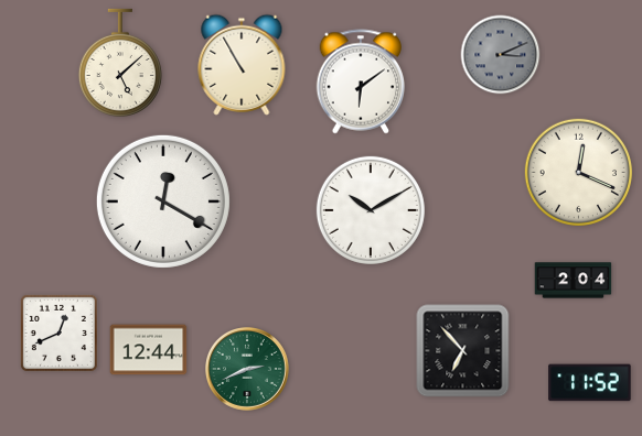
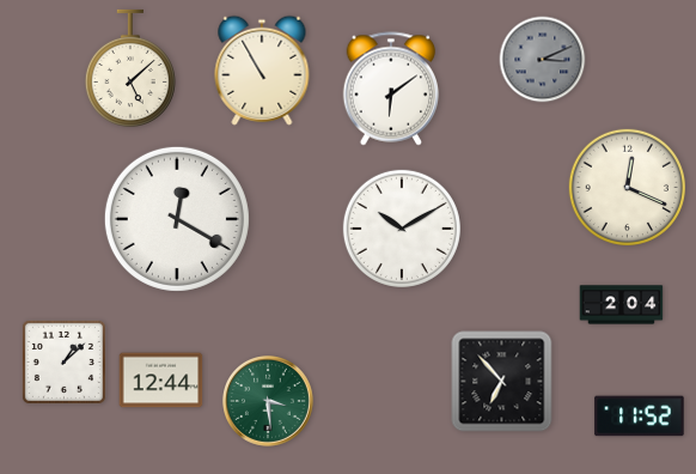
clock at (58, 333): 12:41 -> 1:08
clock at (248, 370): 2:41 -> 3:29
